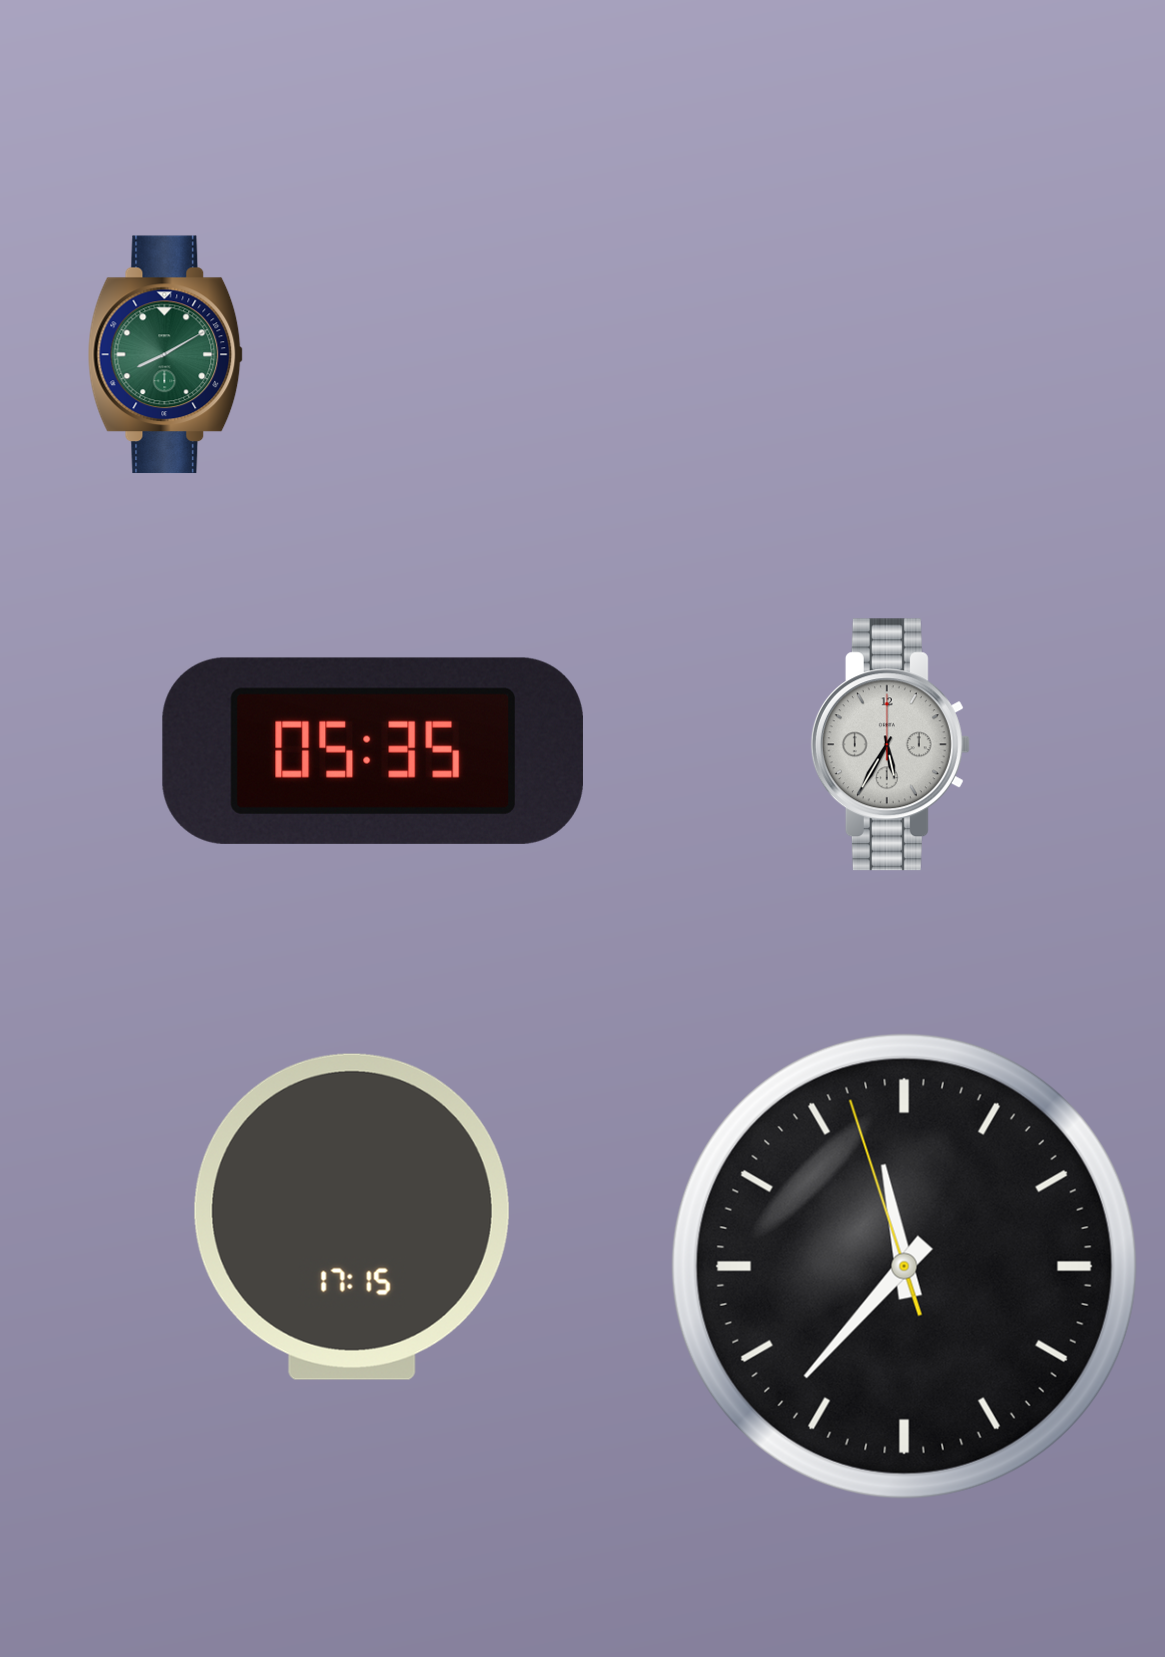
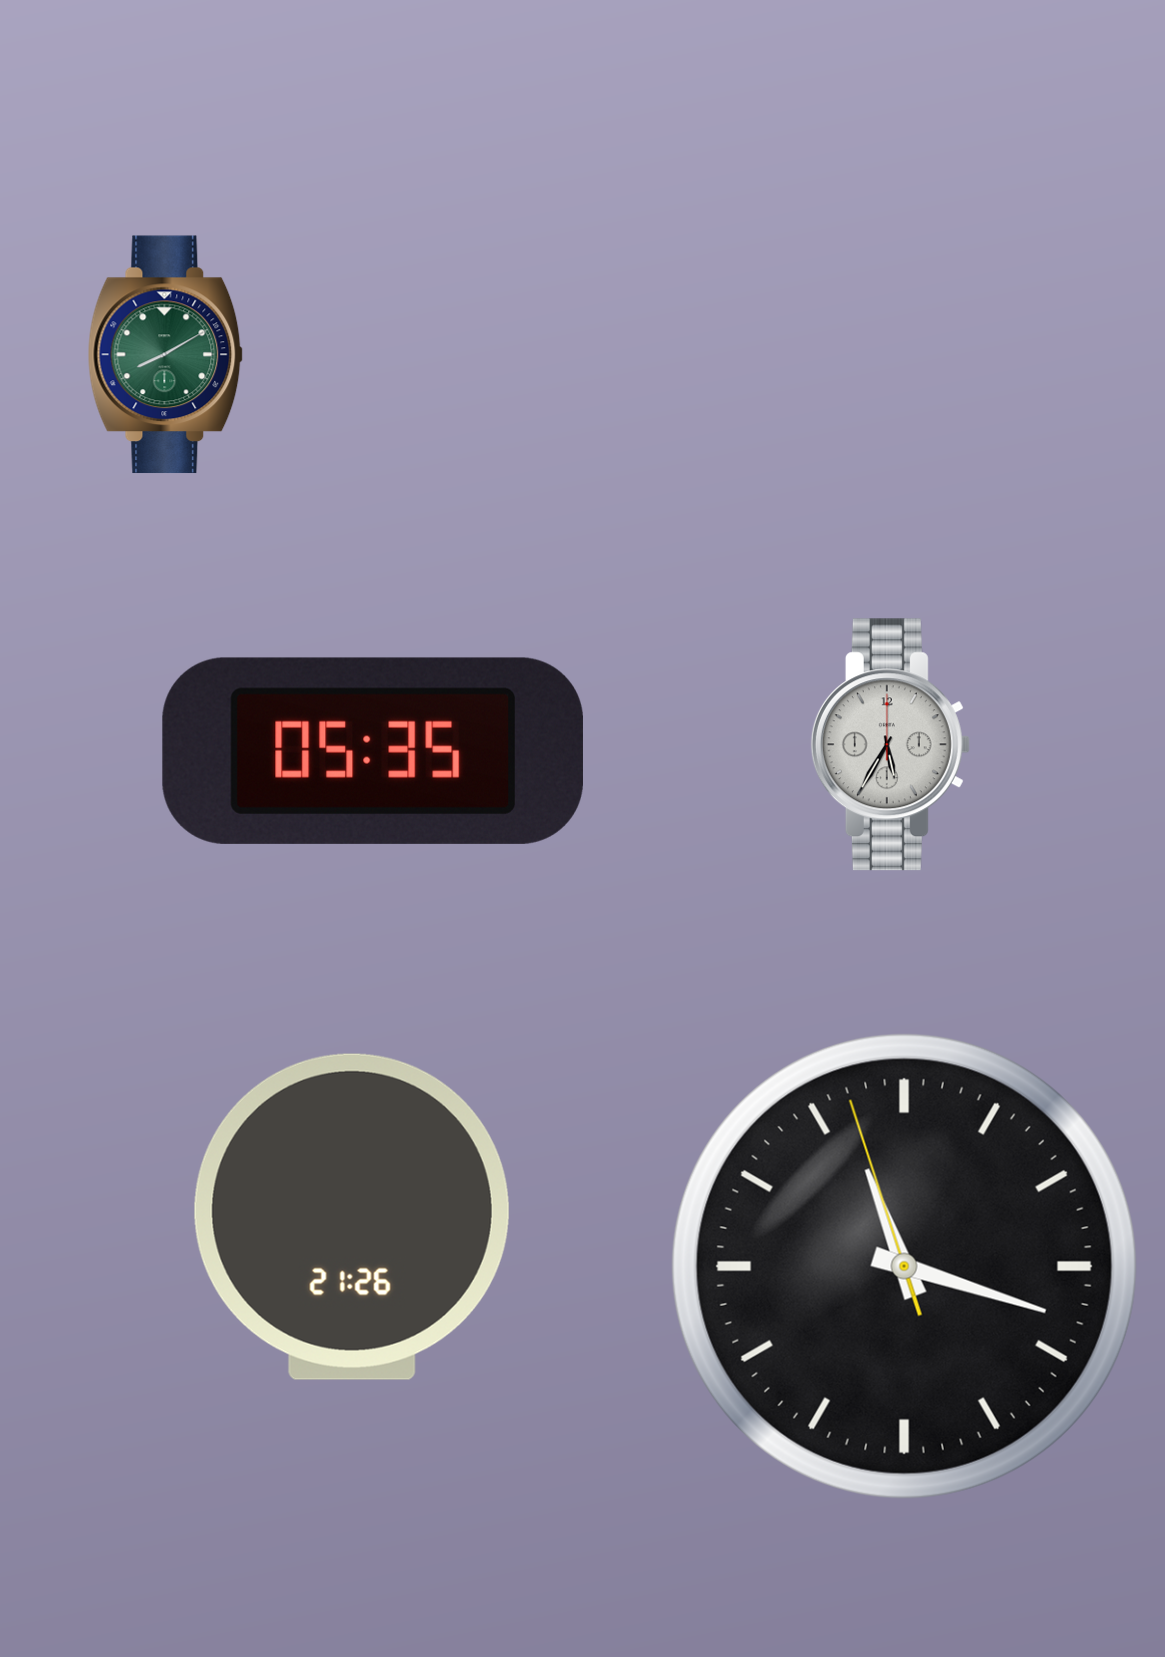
clock at (352, 1217): 17:15 -> 21:26
clock at (904, 1266): 11:36 -> 11:17
